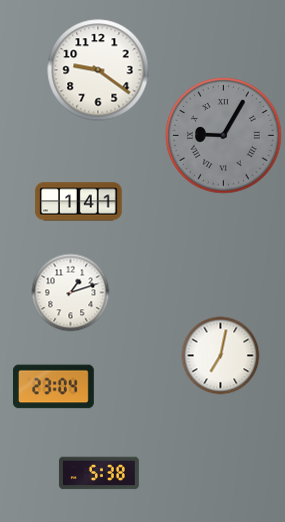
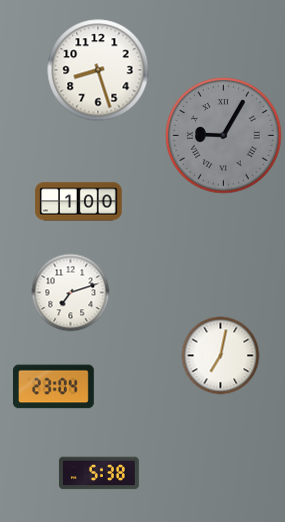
clock at (98, 70): 9:21 -> 8:27
clock at (79, 202): 1:41 -> 1:00
clock at (70, 292): 1:12 -> 7:12
